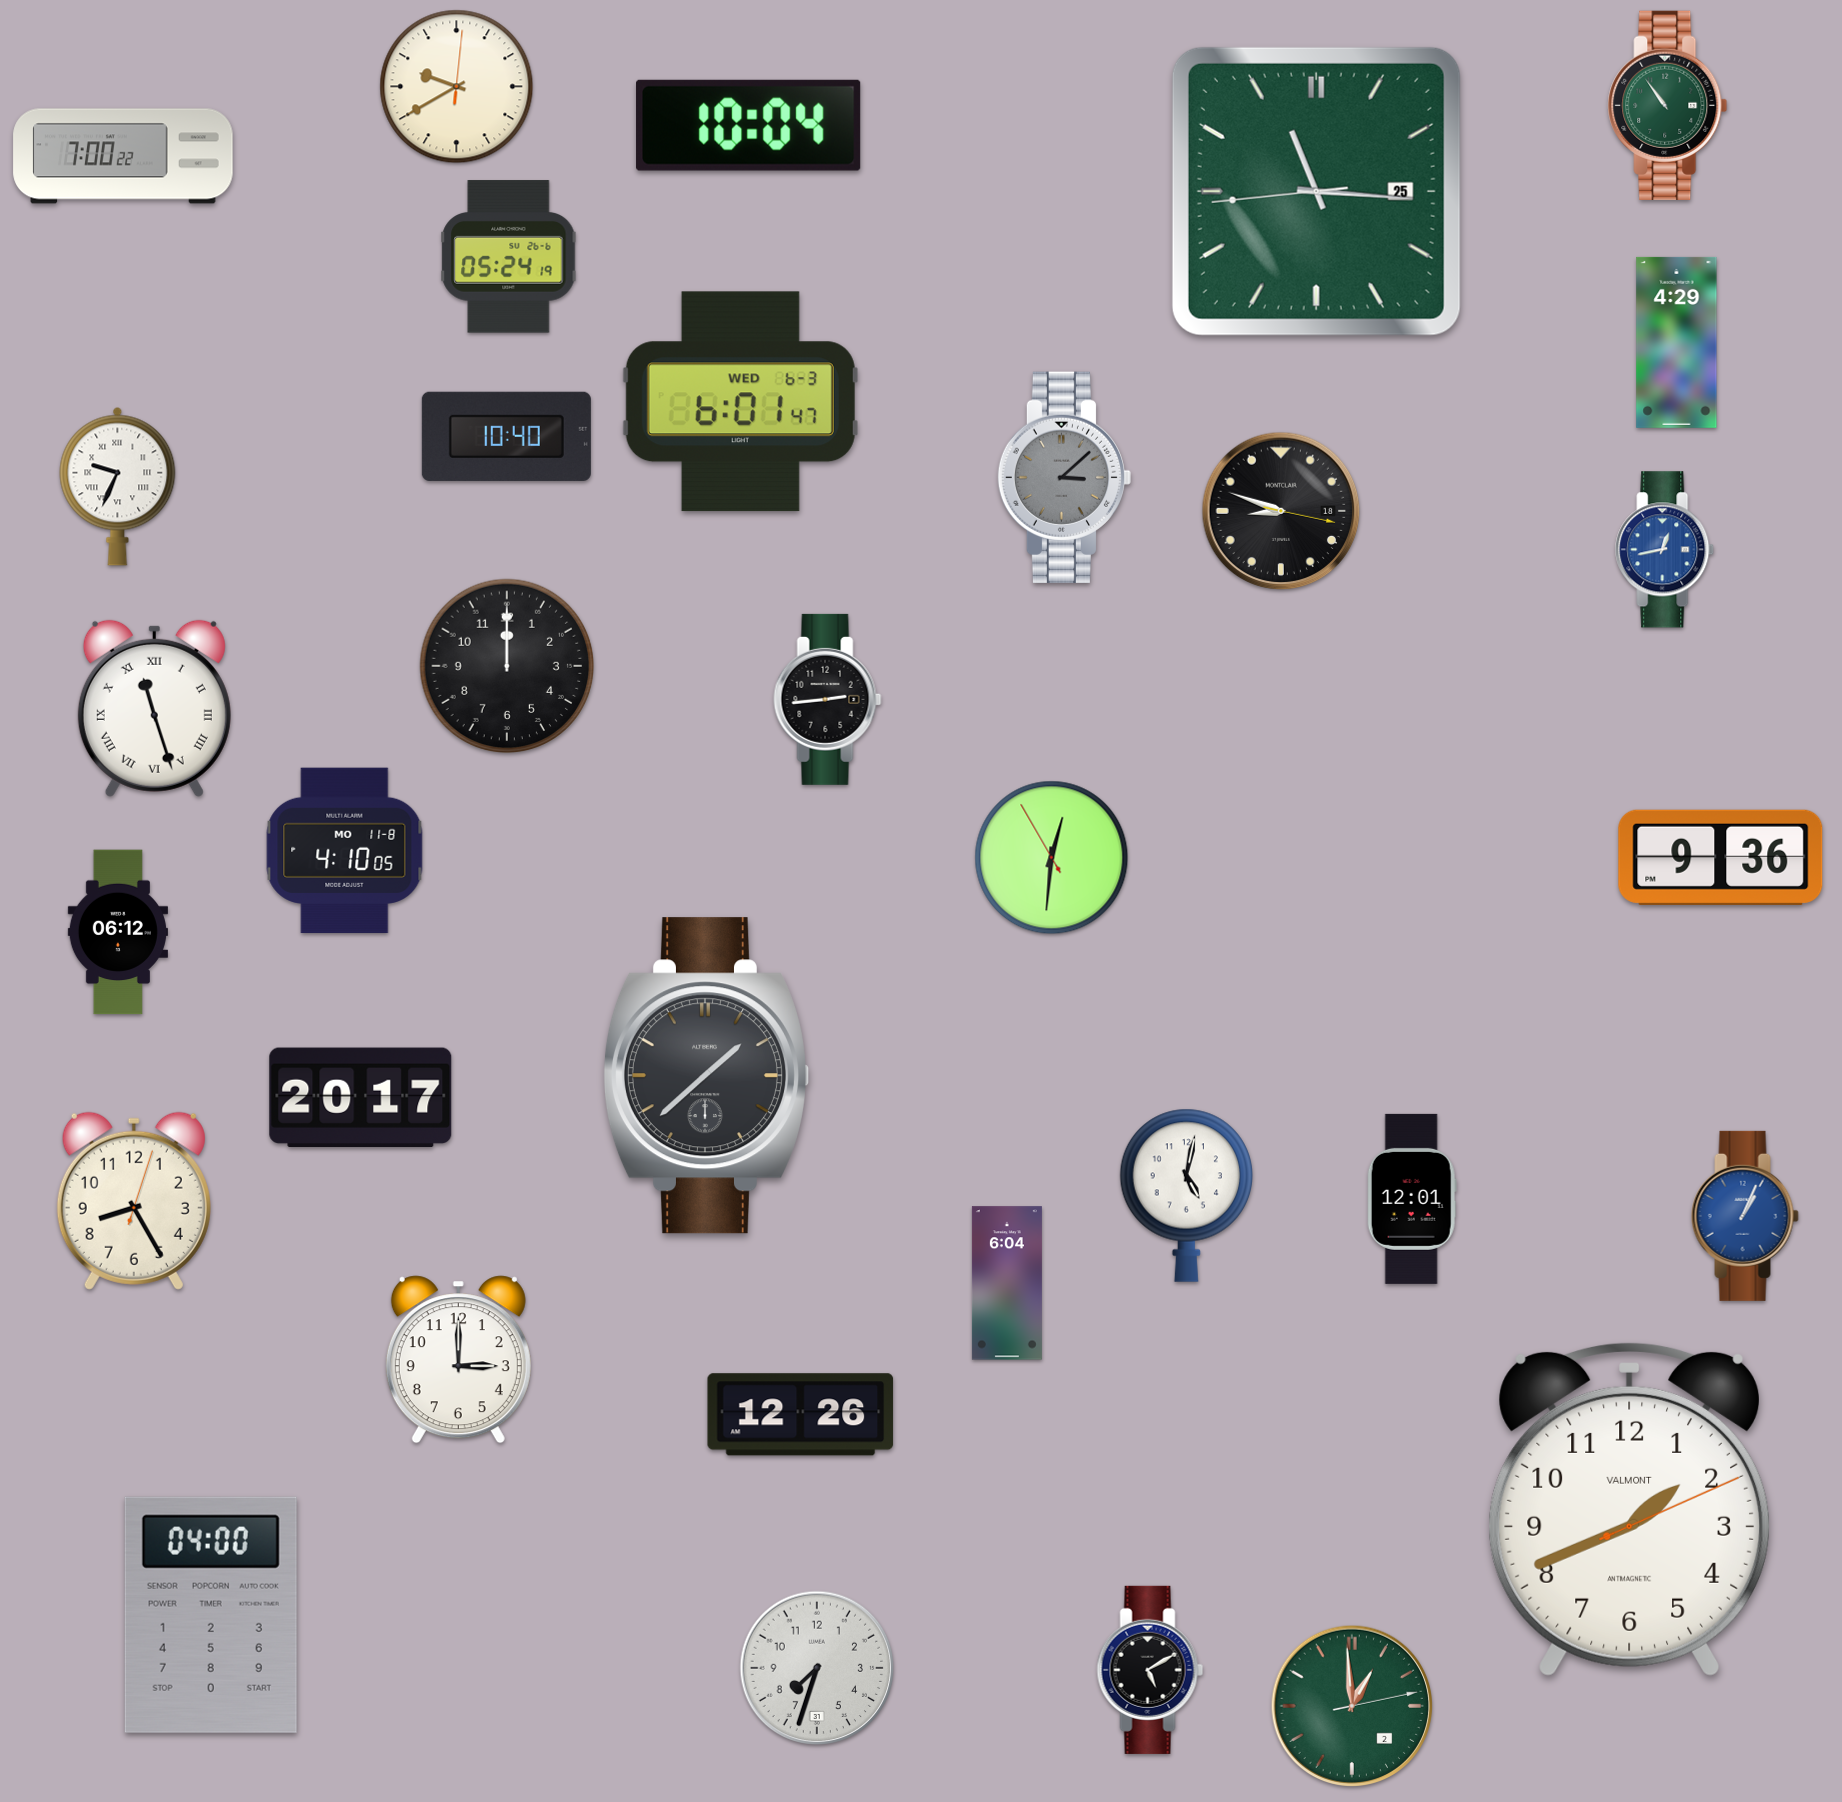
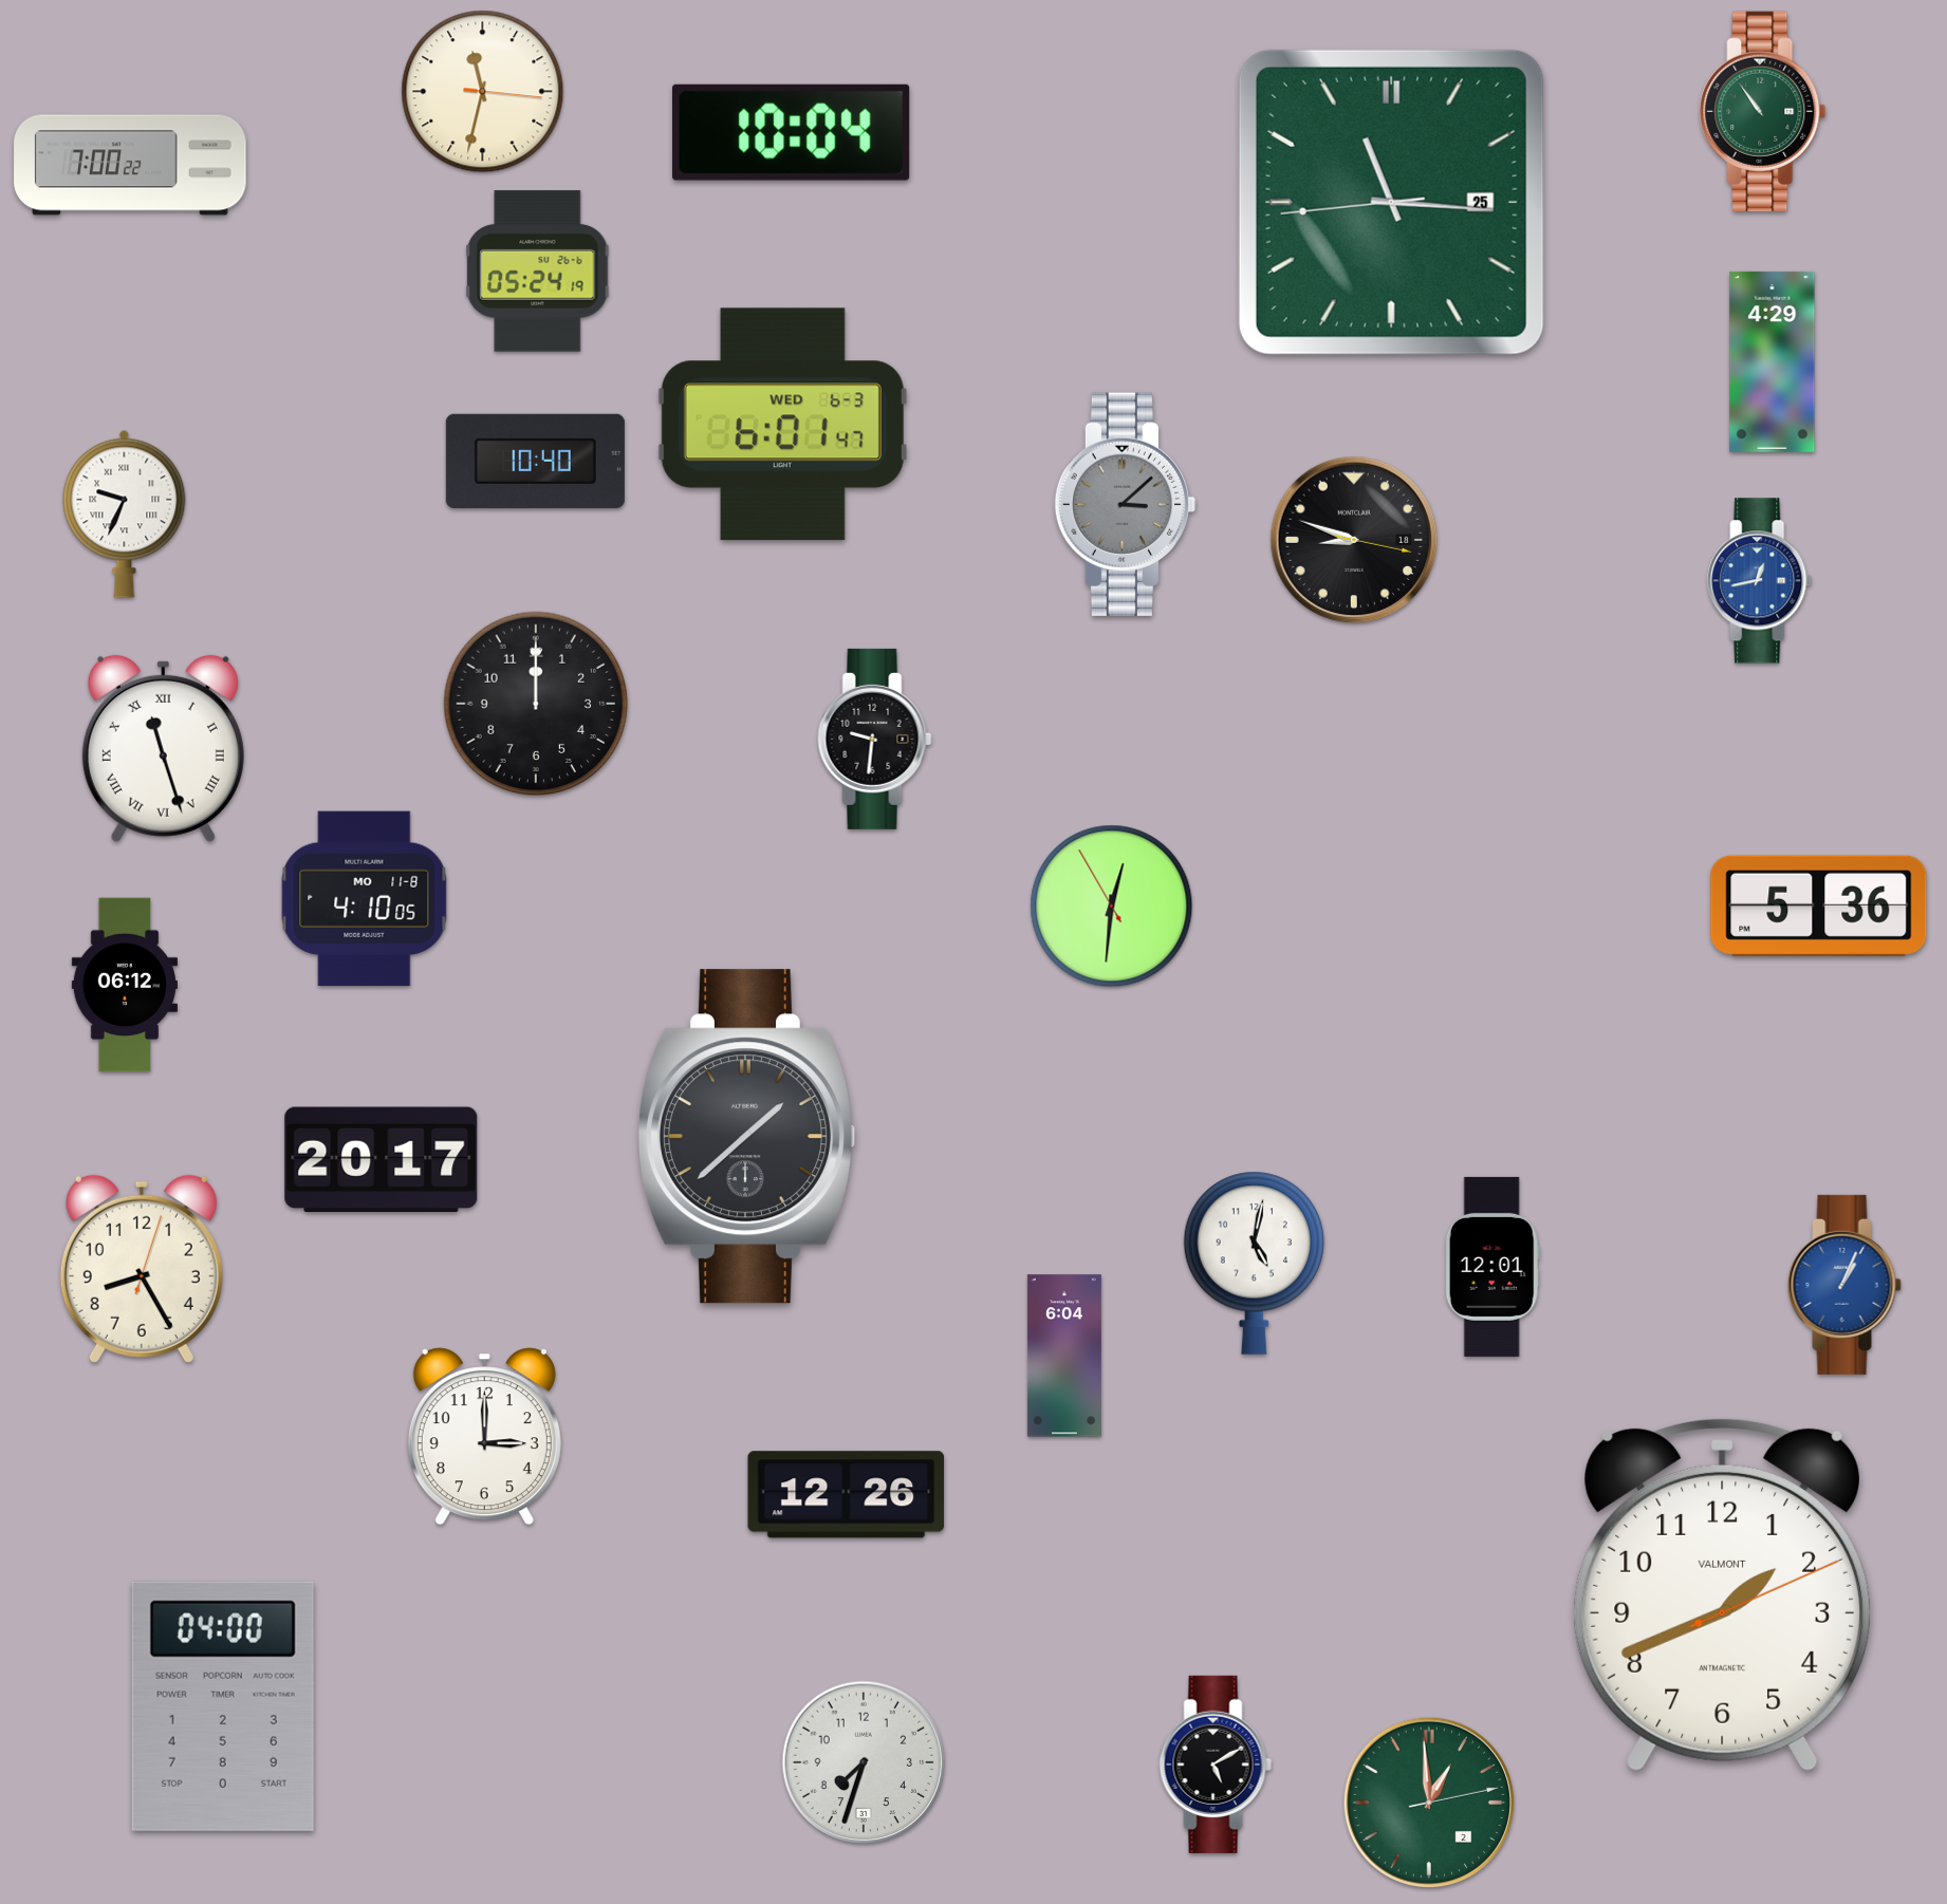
clock at (457, 87): 9:40 -> 11:32
clock at (828, 699): 2:44 -> 9:31
clock at (1721, 857): 9:36 -> 5:36
